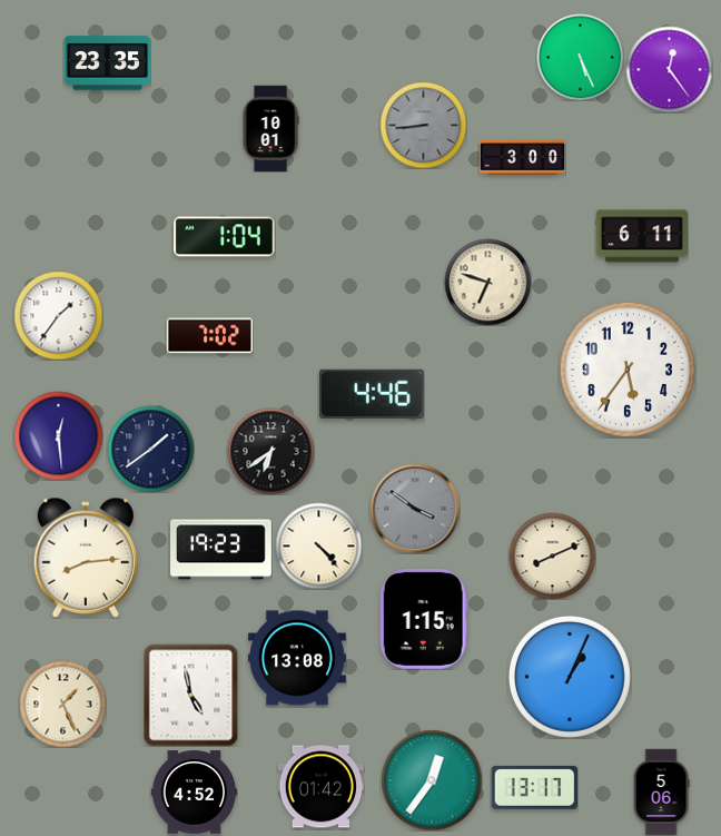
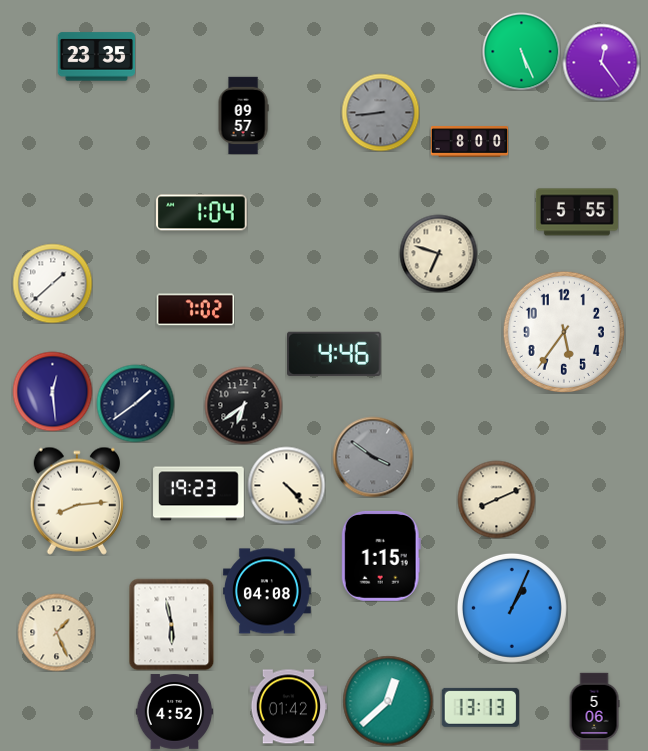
clock at (270, 128): 10:01 -> 09:57
clock at (522, 158): 3:00 -> 8:00
clock at (642, 236): 6:11 -> 5:55
clock at (58, 315): 1:36 -> 1:38
clock at (209, 336) position: (209, 336) -> (195, 310)
clock at (318, 545) position: (318, 545) -> (286, 485)
clock at (297, 658): 13:08 -> 04:08
clock at (191, 695): 4:58 -> 5:58
clock at (432, 780): 12:36 -> 12:38
clock at (534, 787): 13:17 -> 13:13
